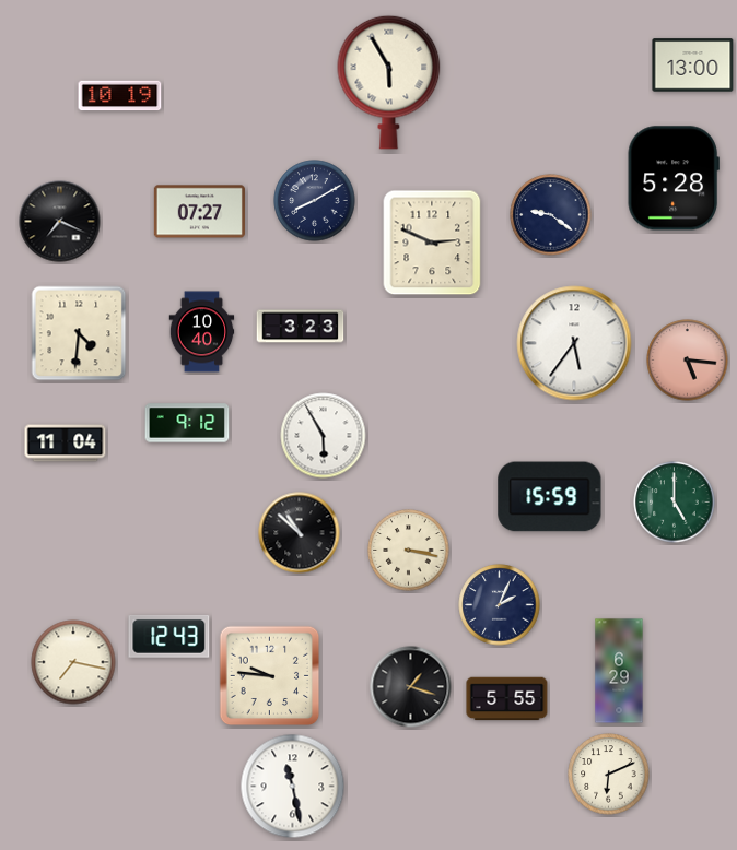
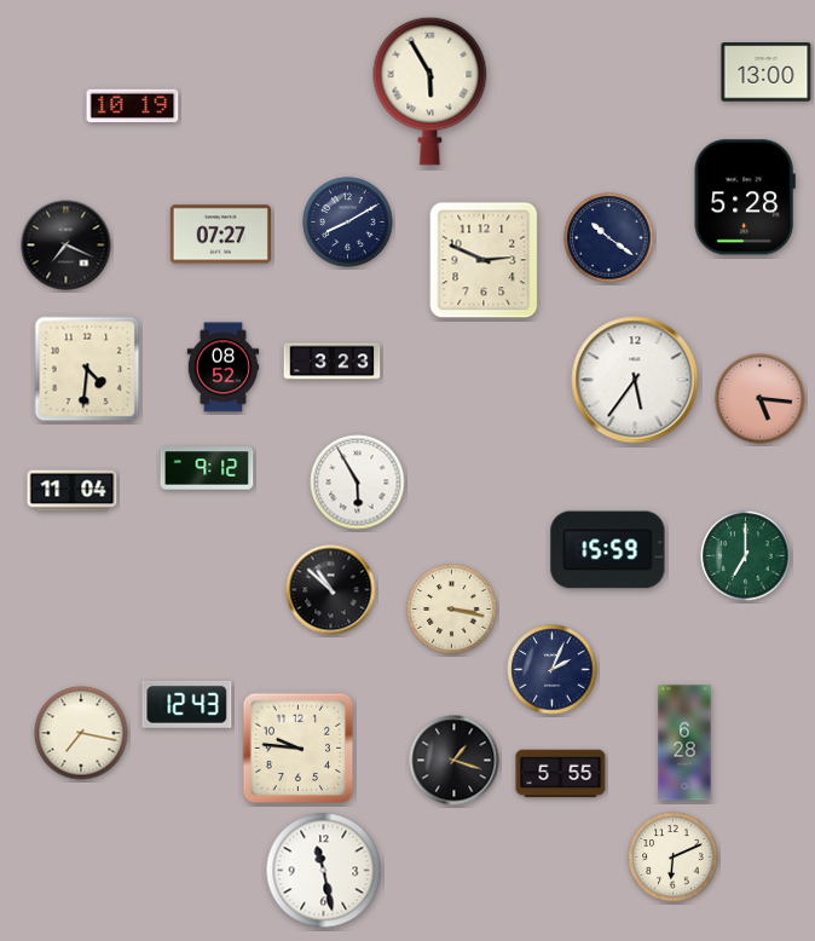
clock at (551, 215): 9:21 -> 10:21
clock at (432, 243) position: (432, 243) -> (484, 260)
clock at (202, 332): 10:40 -> 08:52
clock at (675, 503): 5:00 -> 7:00
clock at (619, 671): 6:29 -> 6:28
